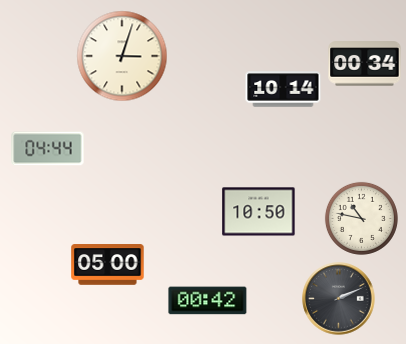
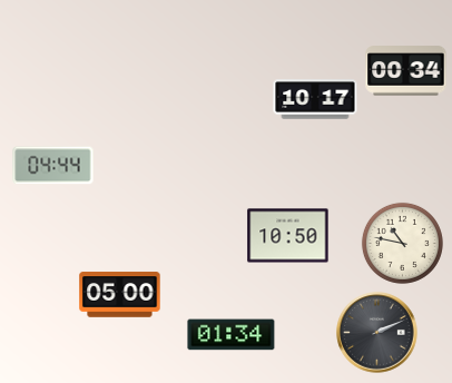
clock at (122, 56): 3:03 -> none
clock at (283, 89): 10:14 -> 10:17
clock at (208, 301): 00:42 -> 01:34
